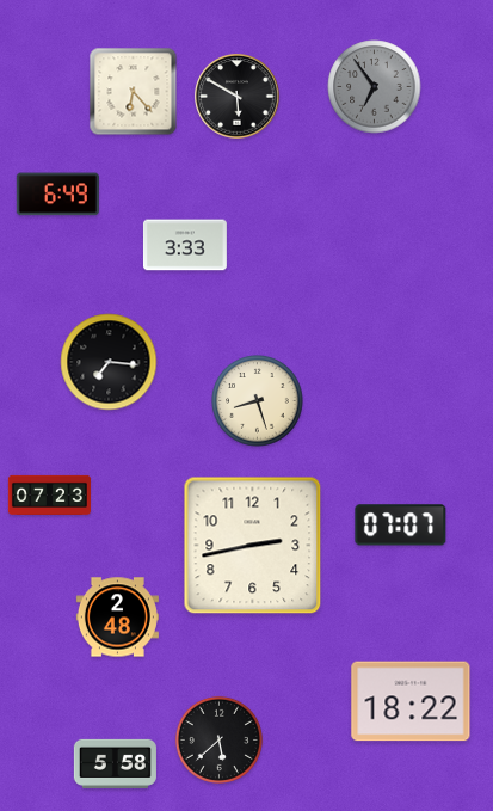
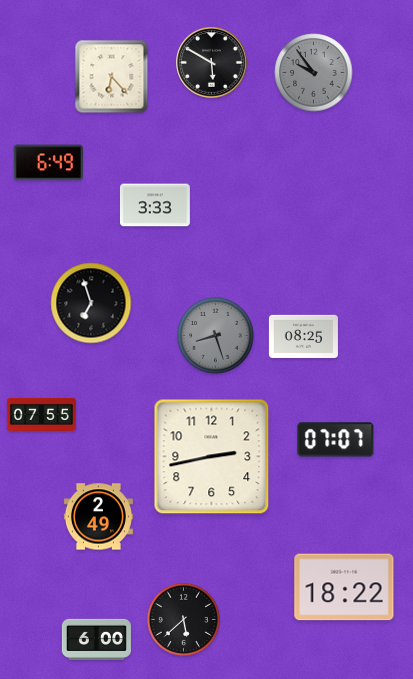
clock at (375, 87): 6:54 -> 9:54
clock at (238, 97) position: (238, 97) -> (212, 63)
clock at (109, 362): 7:16 -> 6:57
clock at (258, 401) dial: cream -> grey
clock at (303, 336): none -> 08:25
clock at (49, 494): 07:23 -> 07:55
clock at (117, 618): 2:48 -> 2:49
clock at (115, 763): 5:58 -> 6:00
